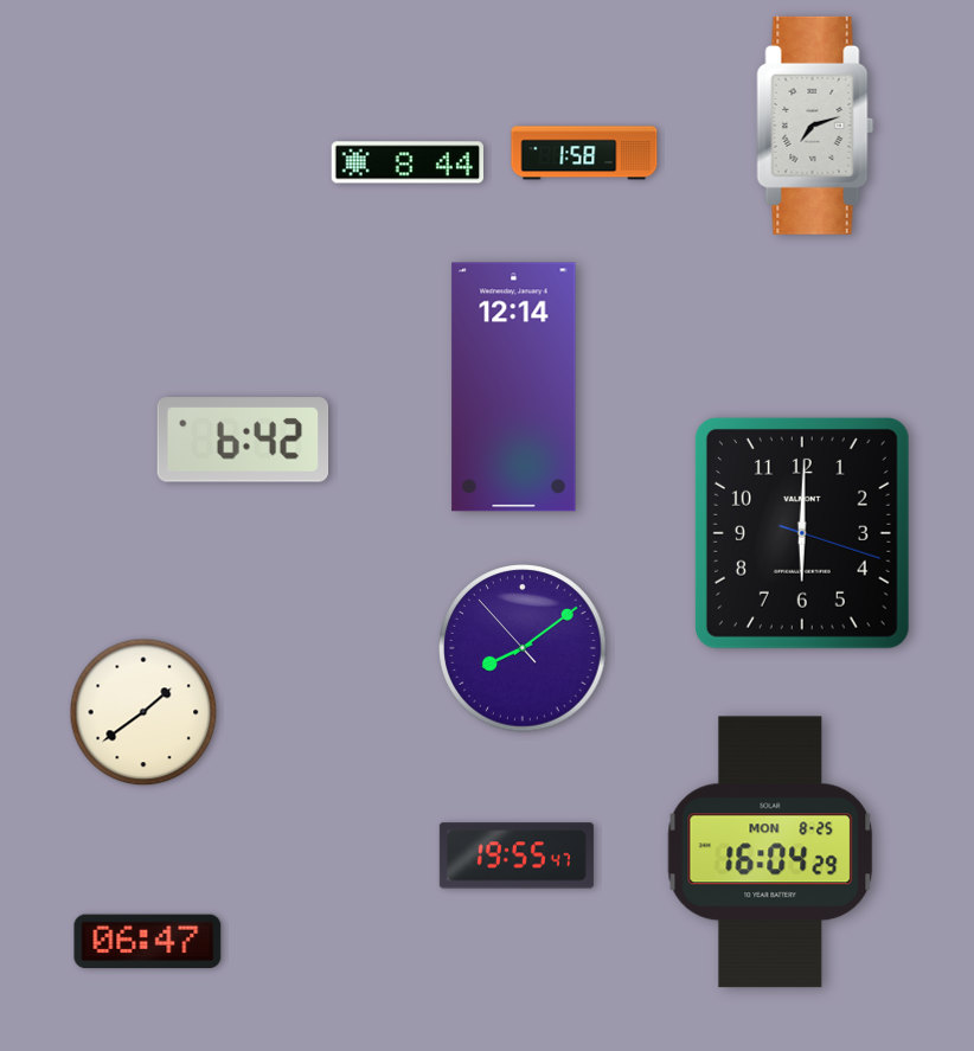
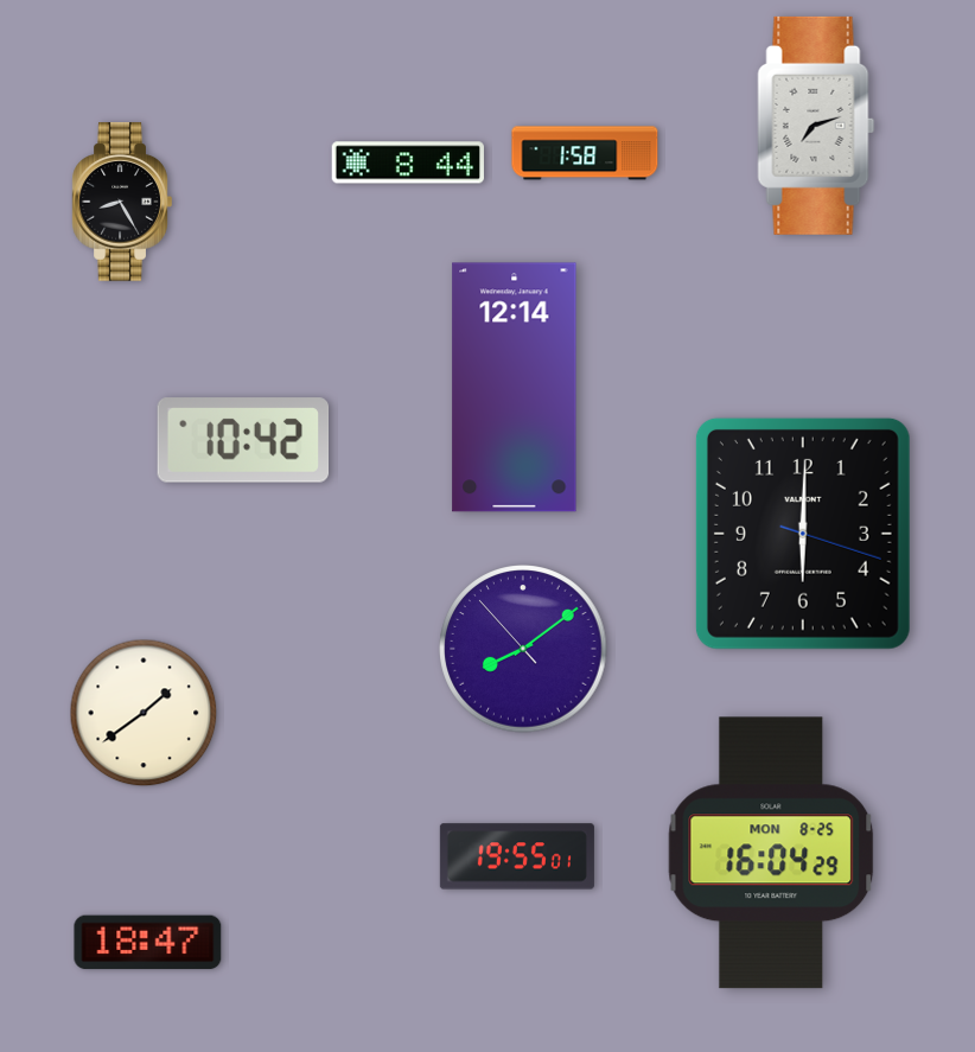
clock at (122, 202): none -> 8:25
clock at (243, 440): 6:42 -> 10:42
clock at (517, 855): 19:55:47 -> 19:55:01
clock at (148, 942): 06:47 -> 18:47
